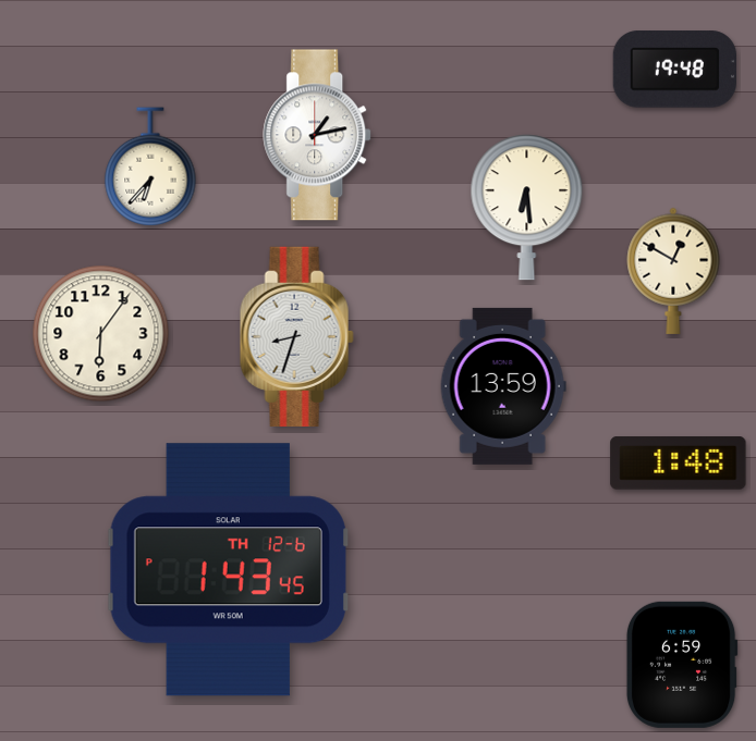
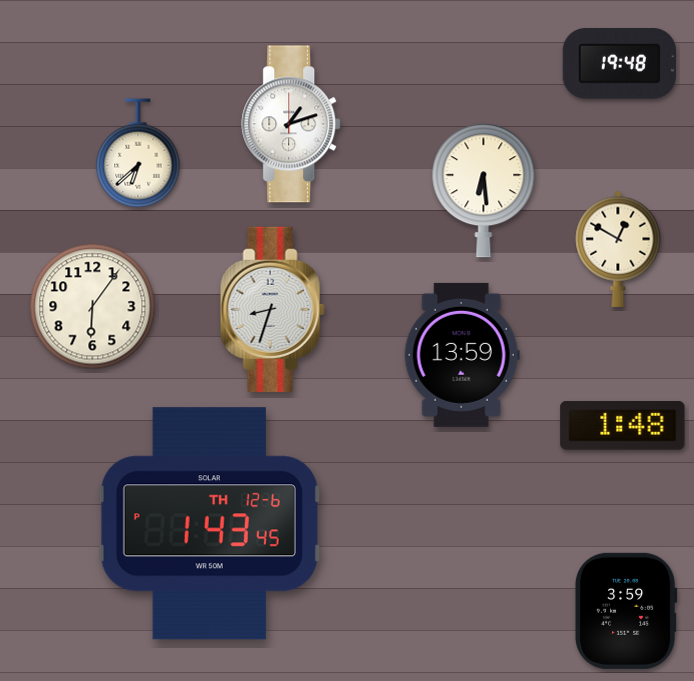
clock at (318, 135): 1:13 -> 1:12
clock at (150, 166): 6:37 -> 6:38
clock at (682, 665): 6:59 -> 3:59
